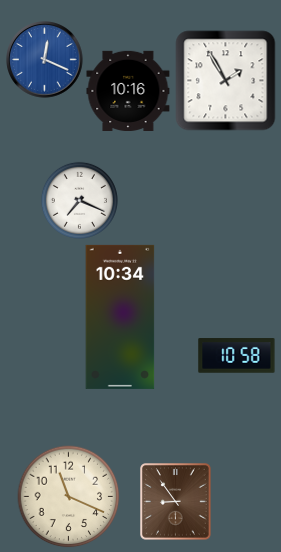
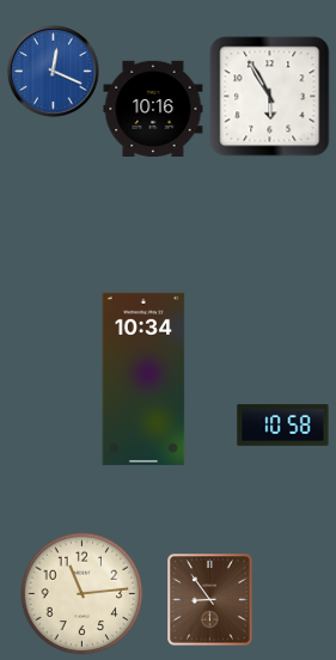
clock at (226, 81): 1:55 -> 5:55
clock at (79, 200): 7:19 -> none
clock at (69, 497): 11:19 -> 11:14
